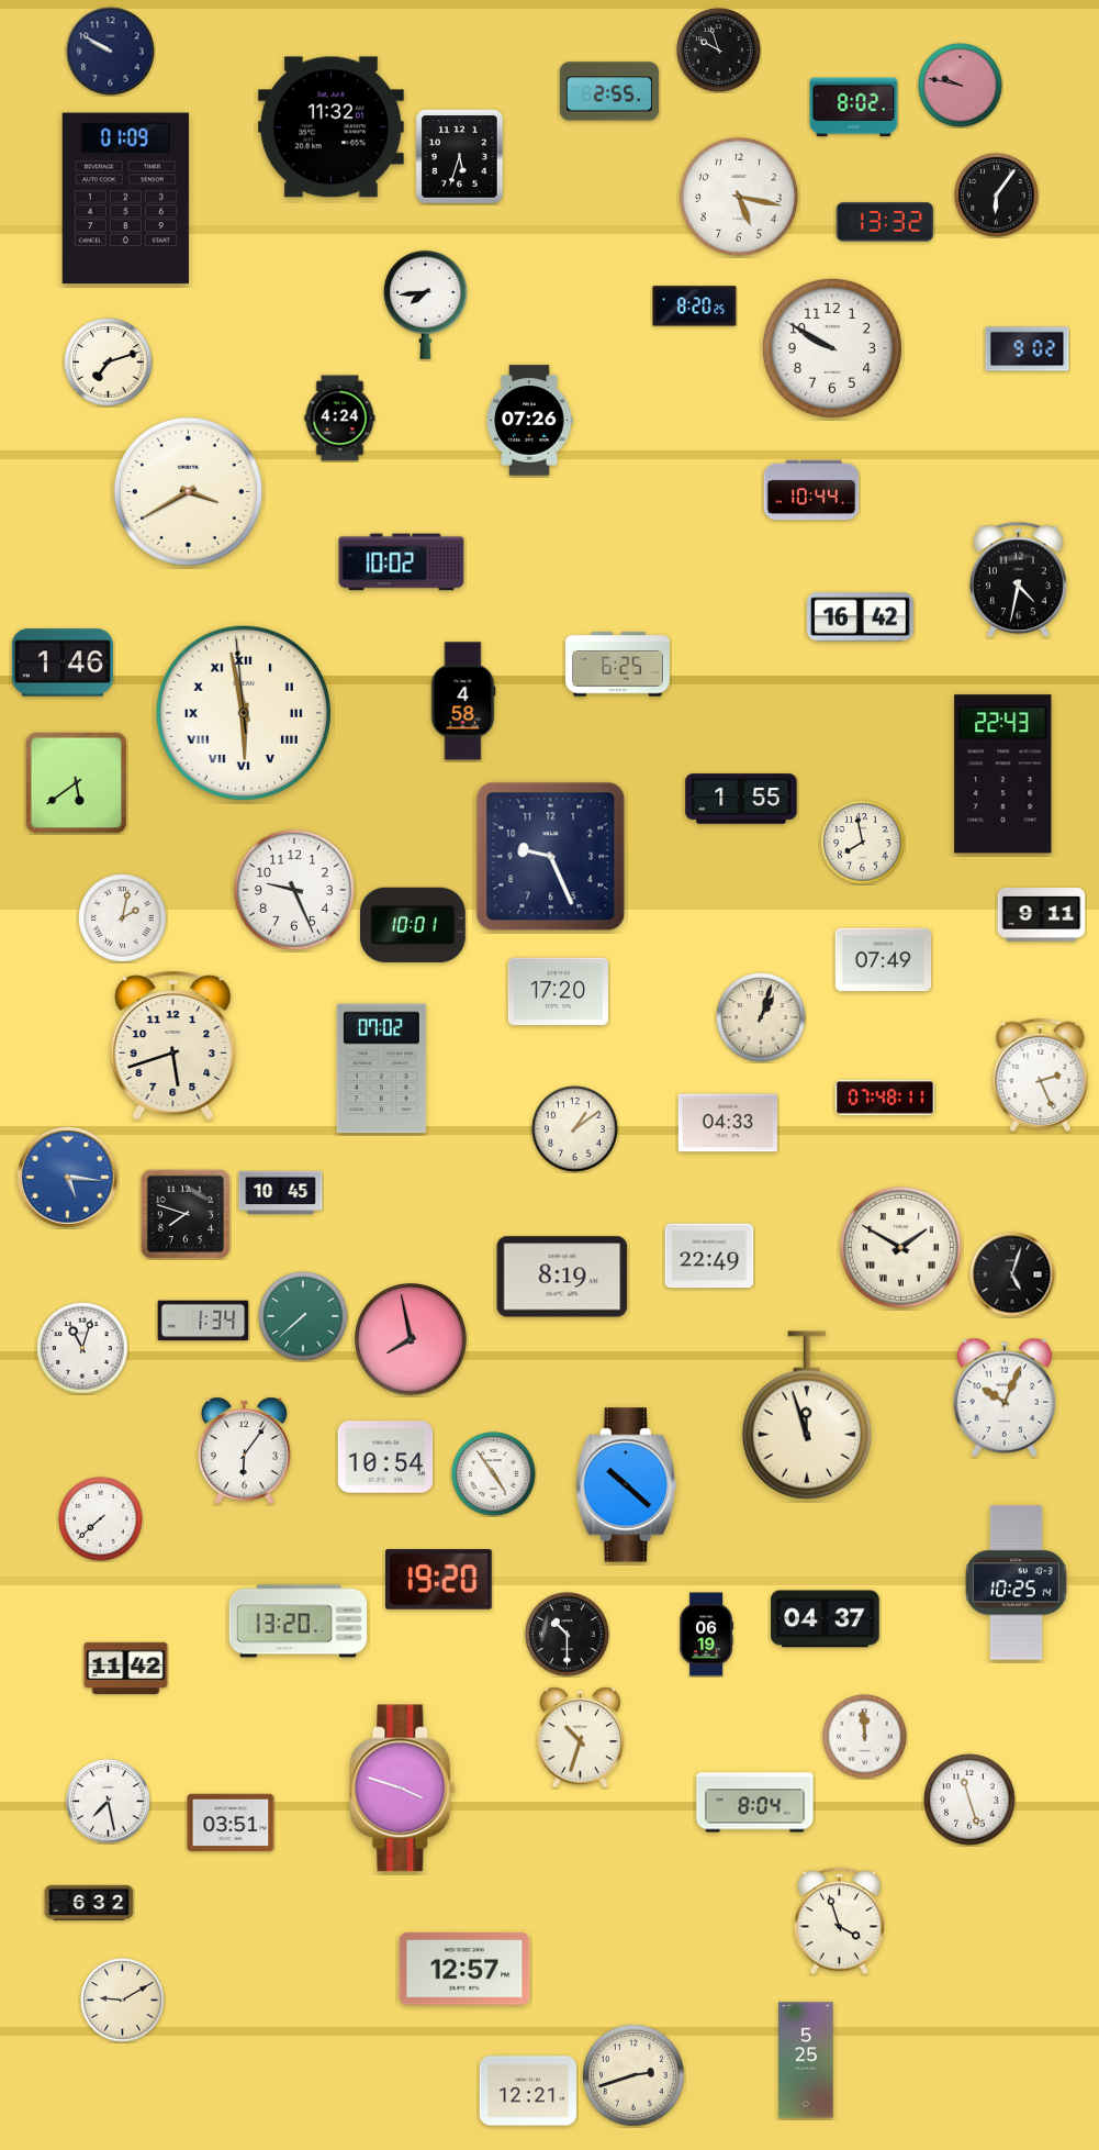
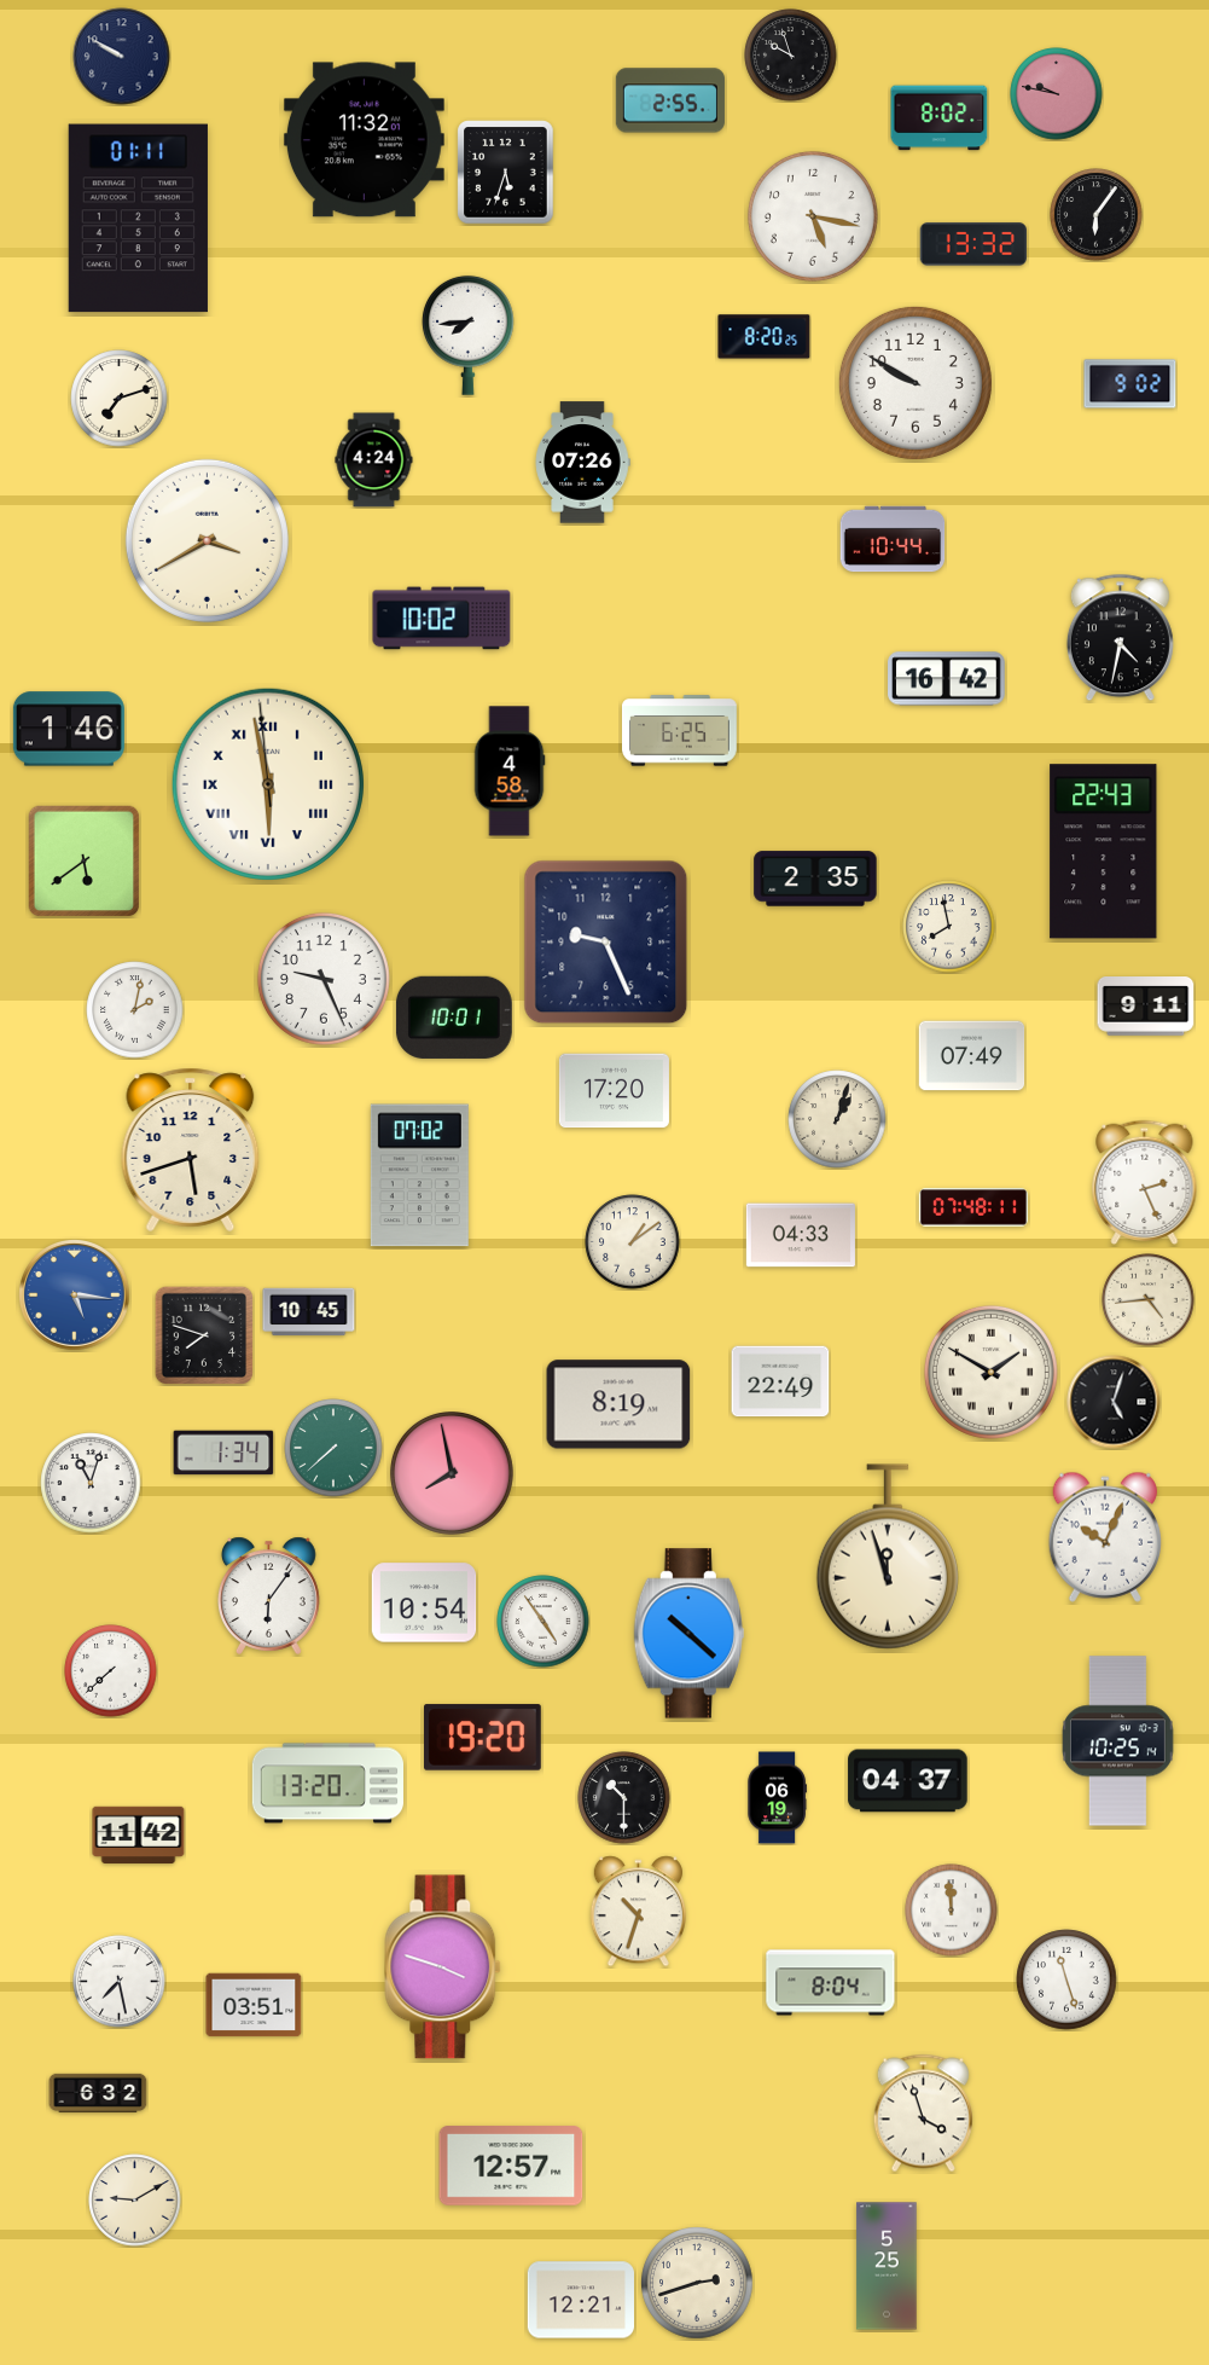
clock at (125, 199): 01:09 -> 01:11
clock at (741, 799): 1:55 -> 2:35
clock at (1149, 1300): none -> 4:44
